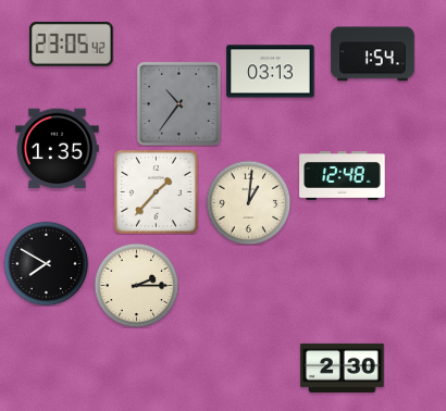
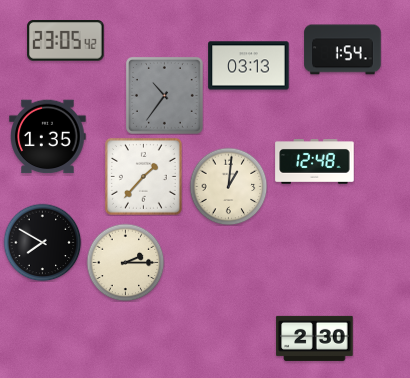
clock at (58, 149) position: (58, 149) -> (48, 137)
